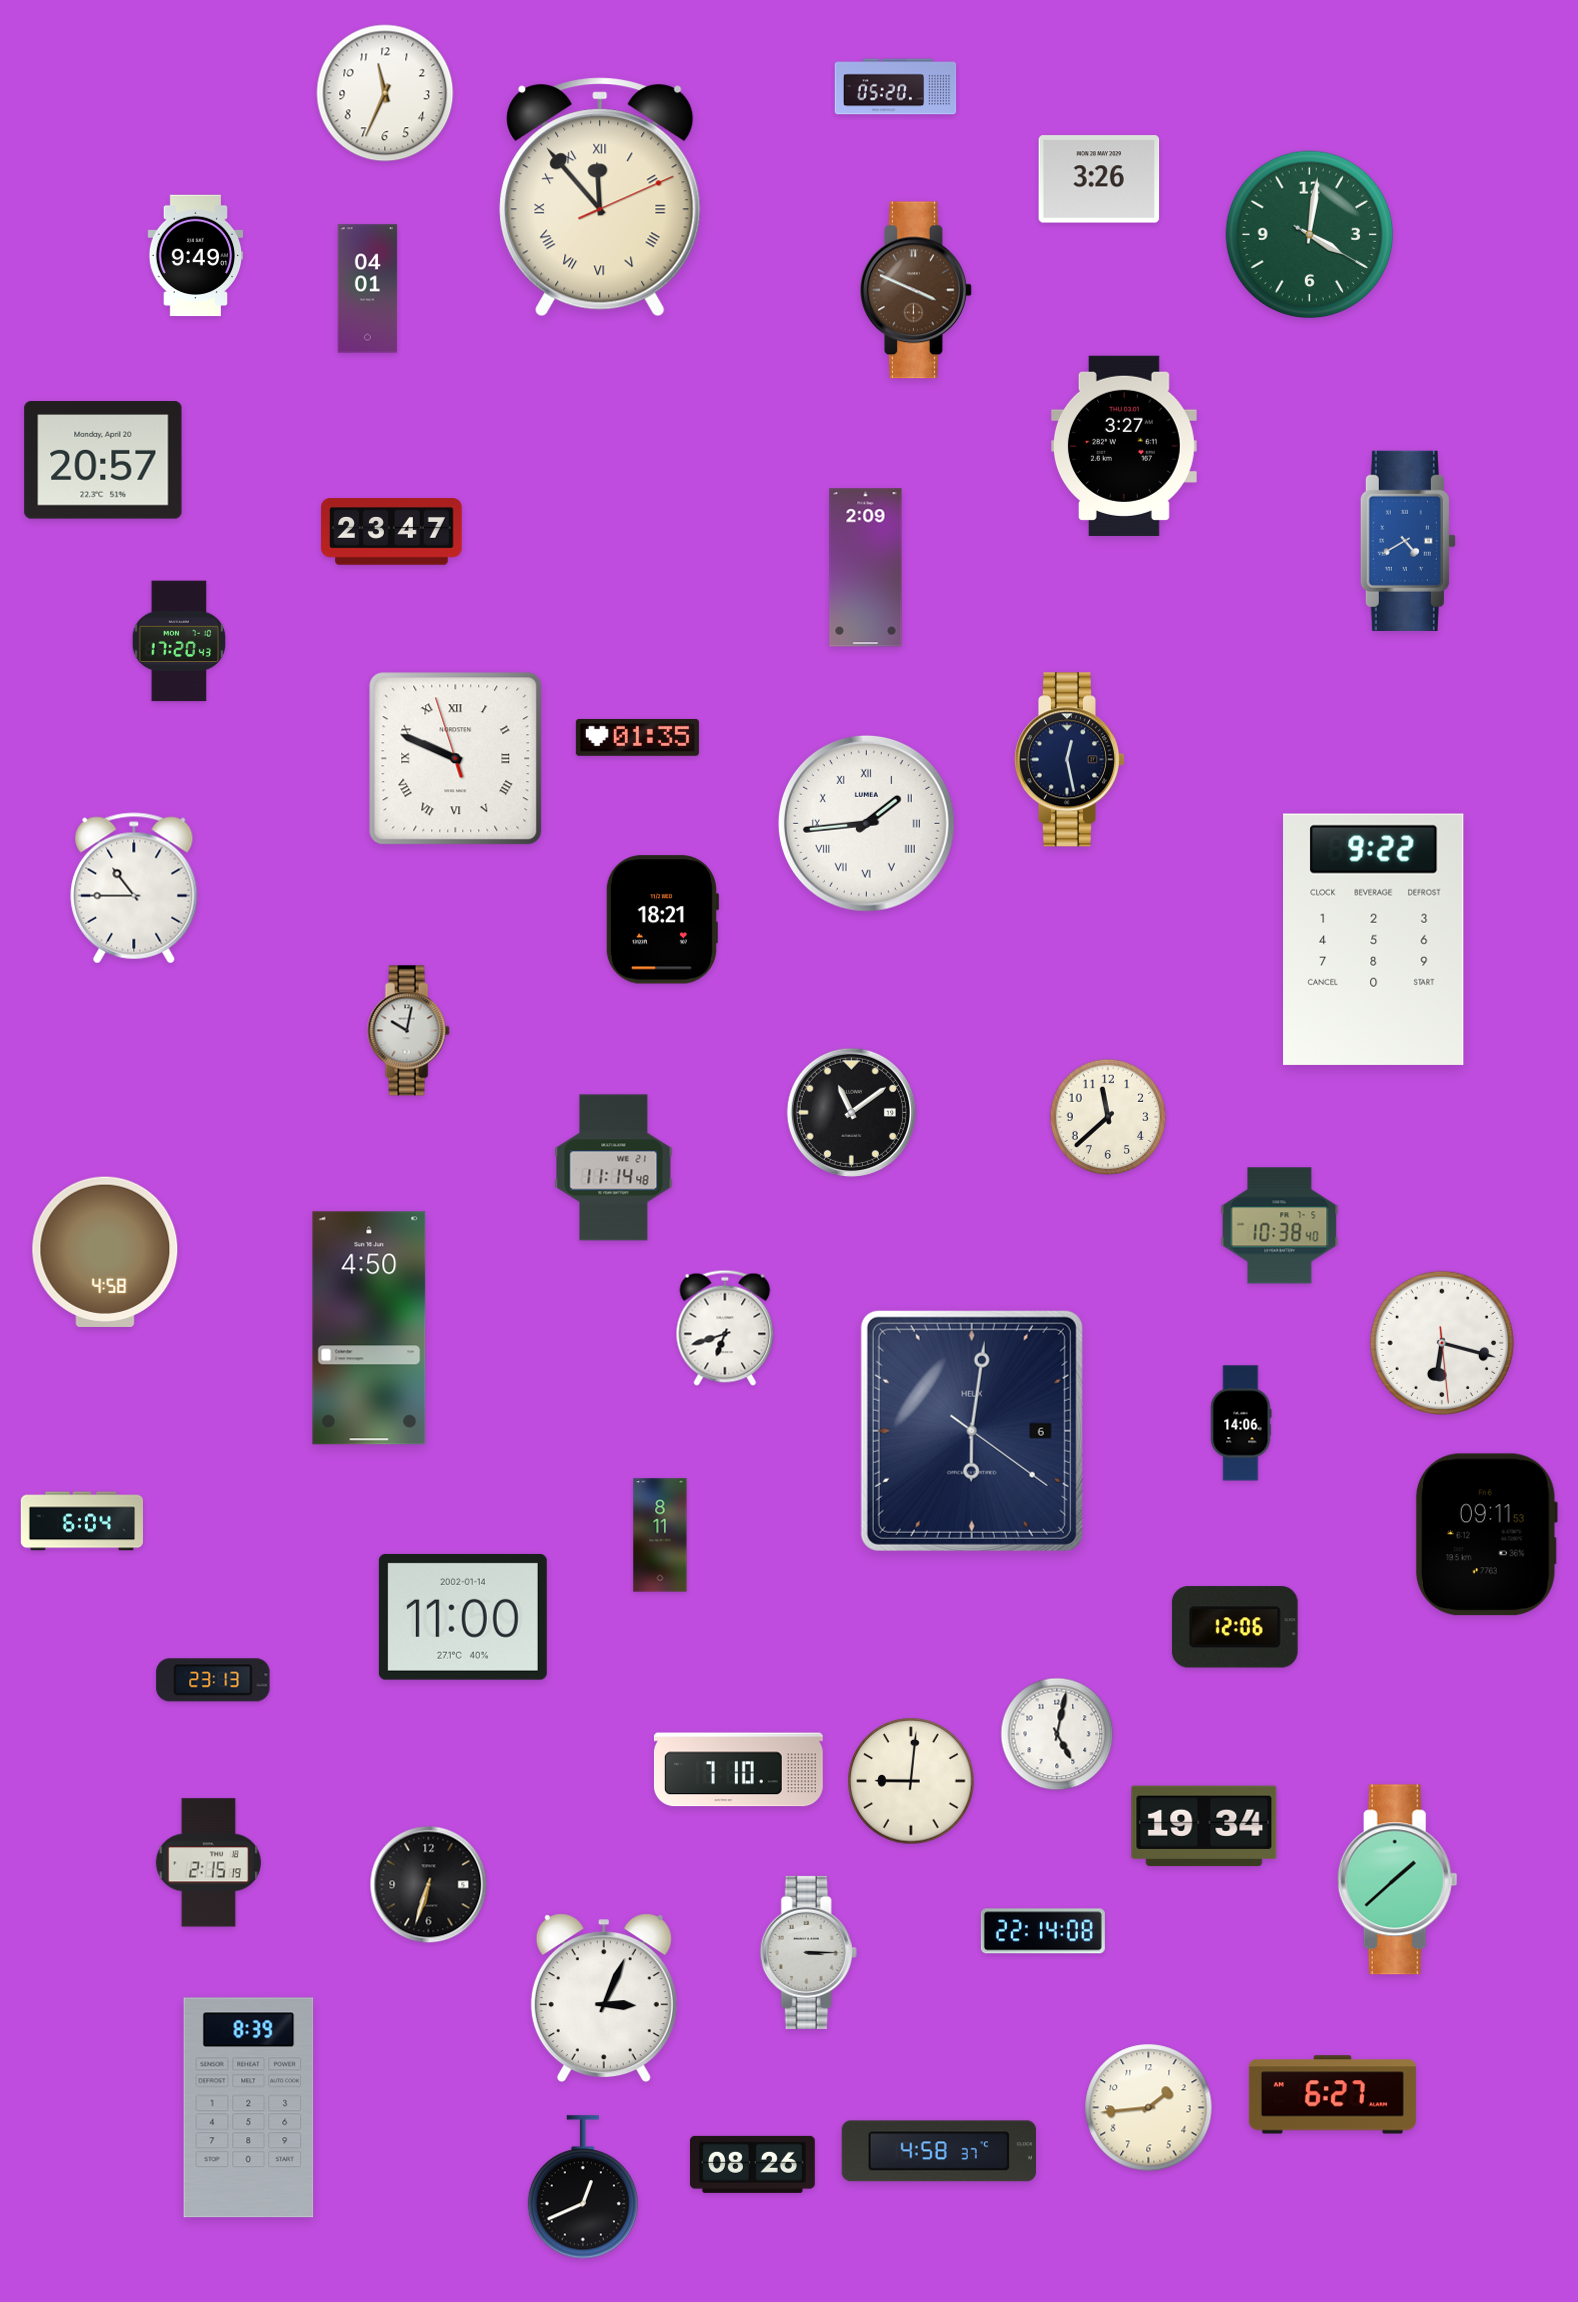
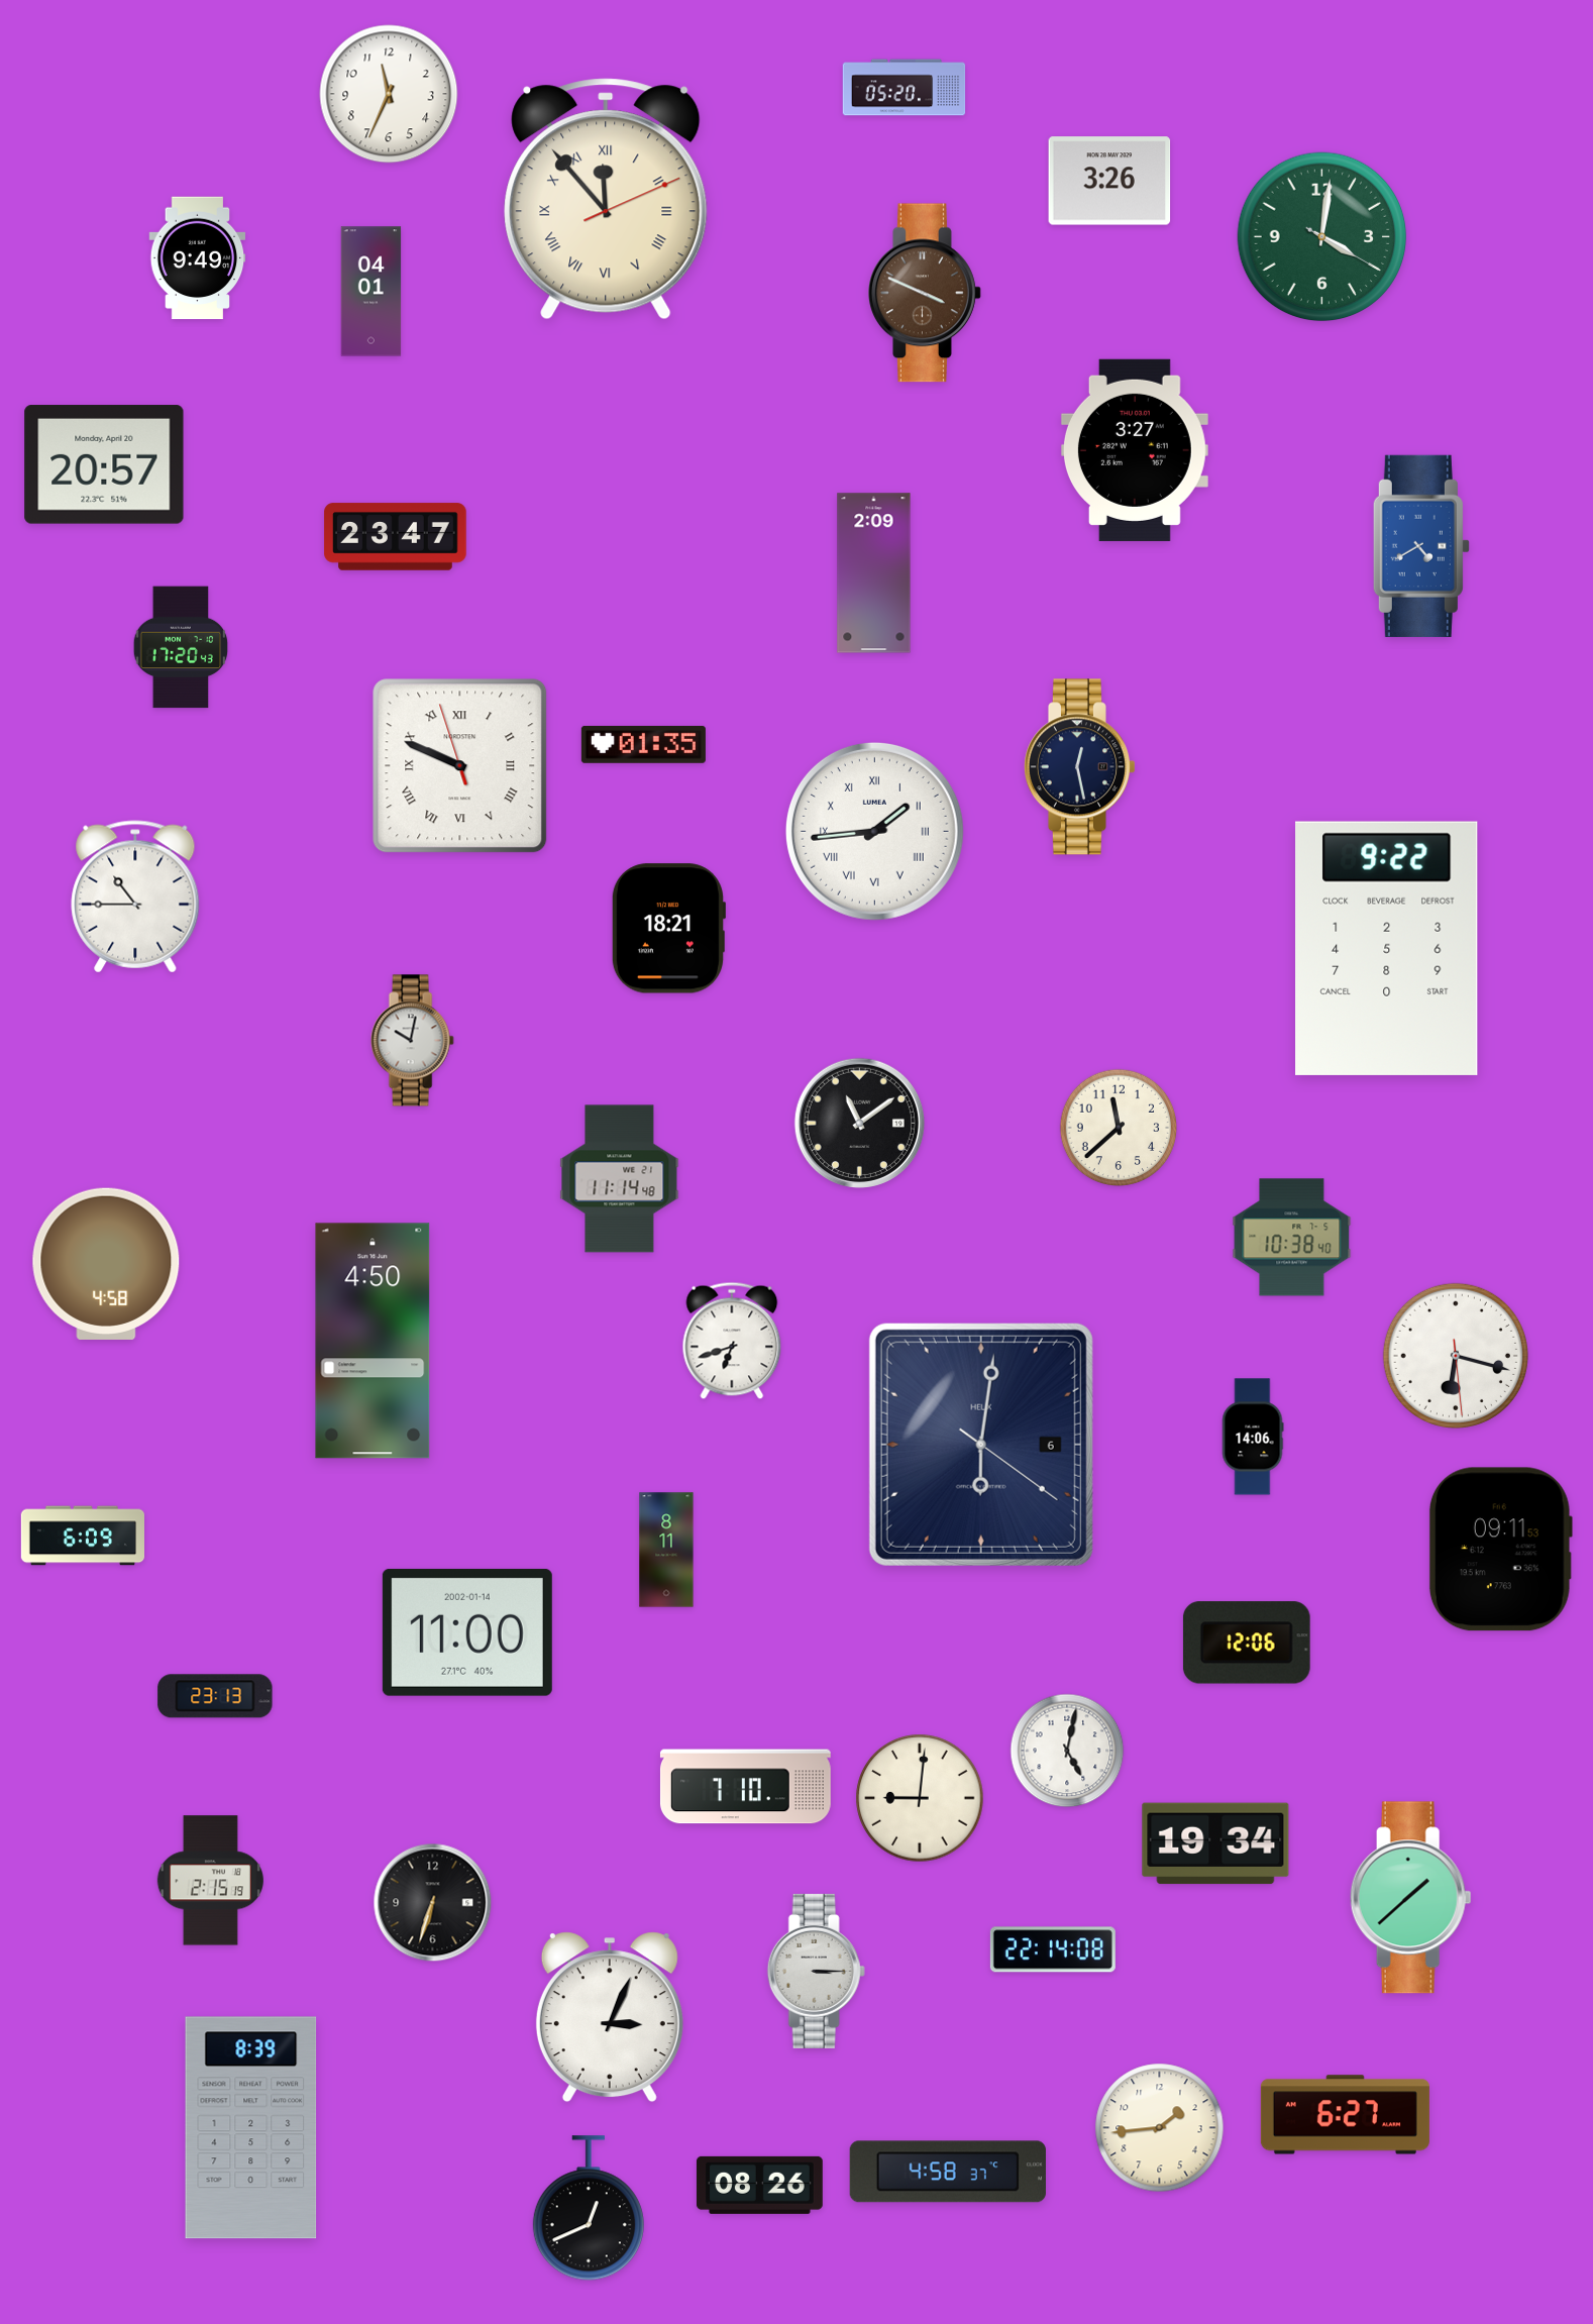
clock at (81, 1521): 6:04 -> 6:09
